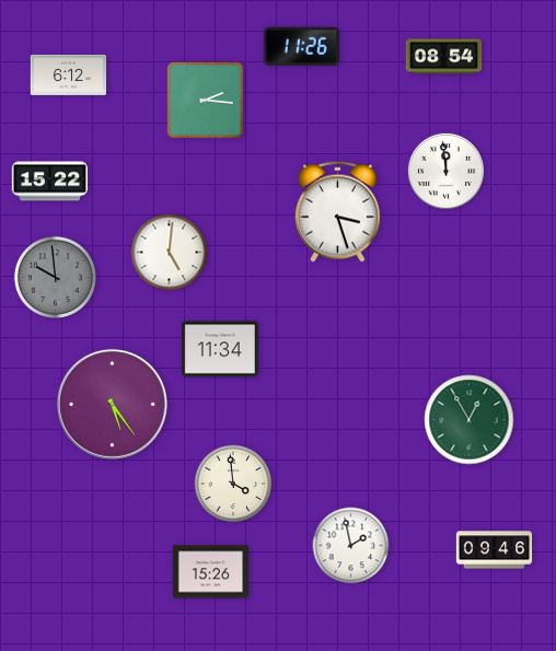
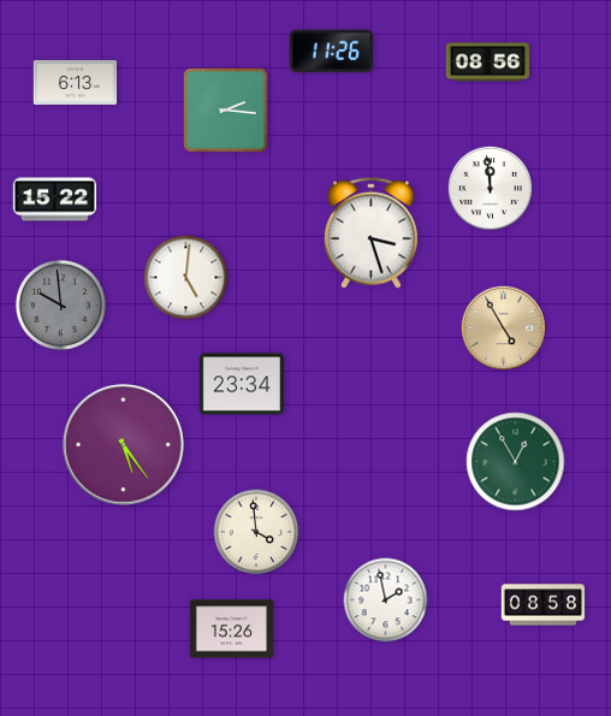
clock at (444, 57): 08:54 -> 08:56
clock at (69, 74): 6:12 -> 6:13
clock at (503, 327): none -> 4:55
clock at (220, 349): 11:34 -> 23:34
clock at (495, 550): 09:46 -> 08:58
